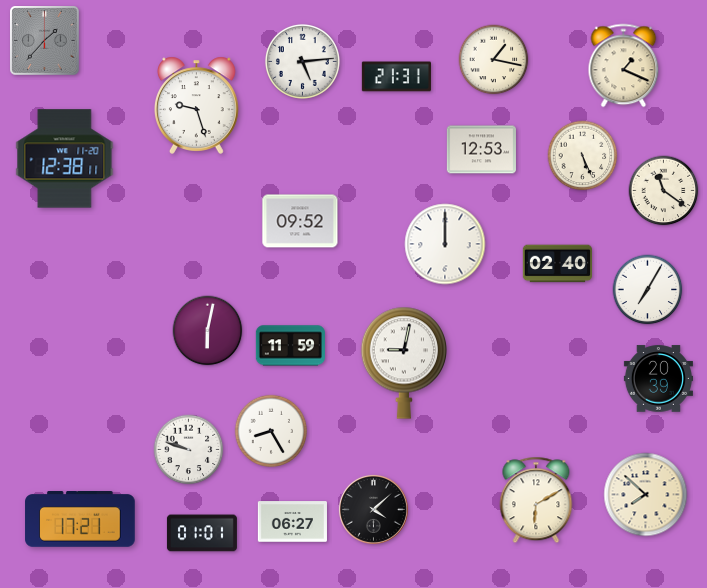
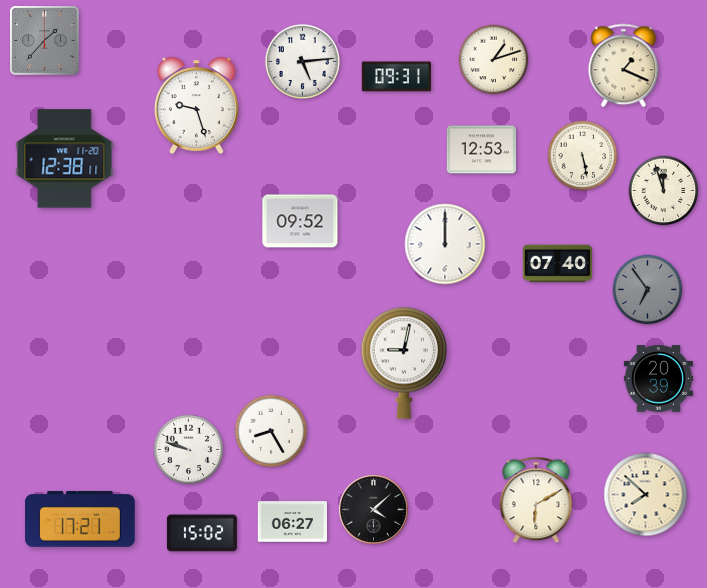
clock at (494, 60): 1:17 -> 1:12
clock at (396, 77): 21:31 -> 09:31
clock at (583, 156): 5:26 -> 5:28
clock at (664, 191): 11:21 -> 11:57
clock at (557, 264): 02:40 -> 07:40
clock at (648, 290): 7:05 -> 6:54
clock at (648, 290) dial: white -> grey
clock at (208, 331): 6:02 -> none
clock at (290, 346): 11:59 -> none
clock at (202, 533): 01:01 -> 15:02
